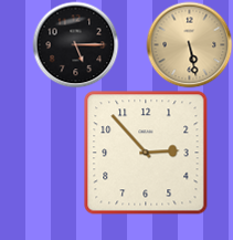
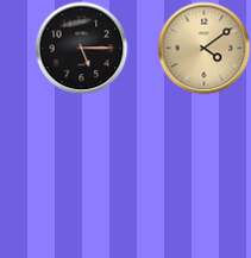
clock at (189, 44): 5:28 -> 4:09
clock at (146, 153): 2:53 -> none
